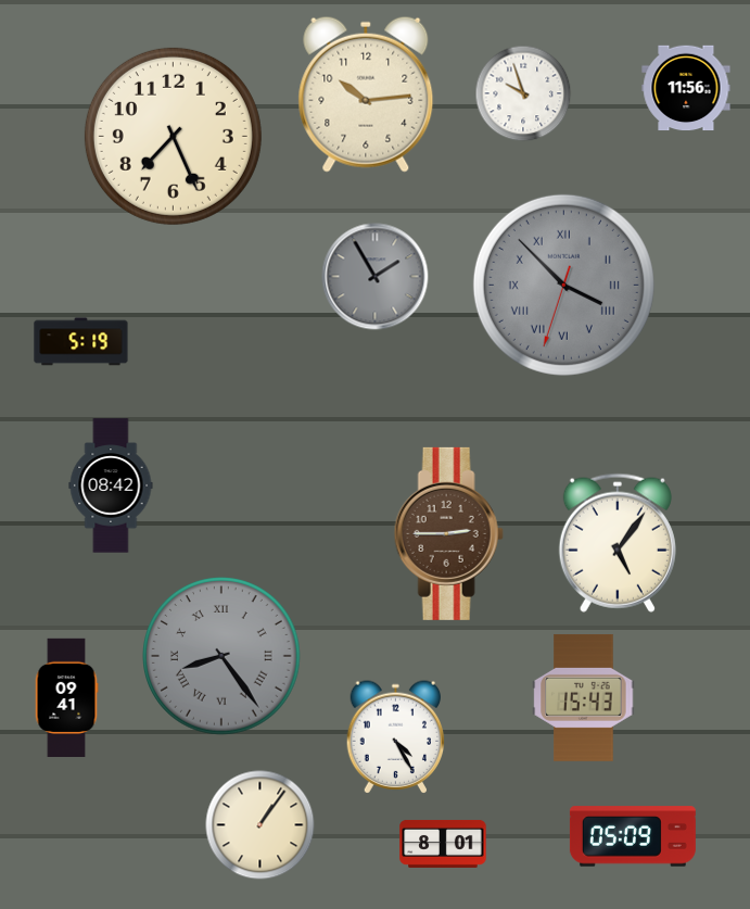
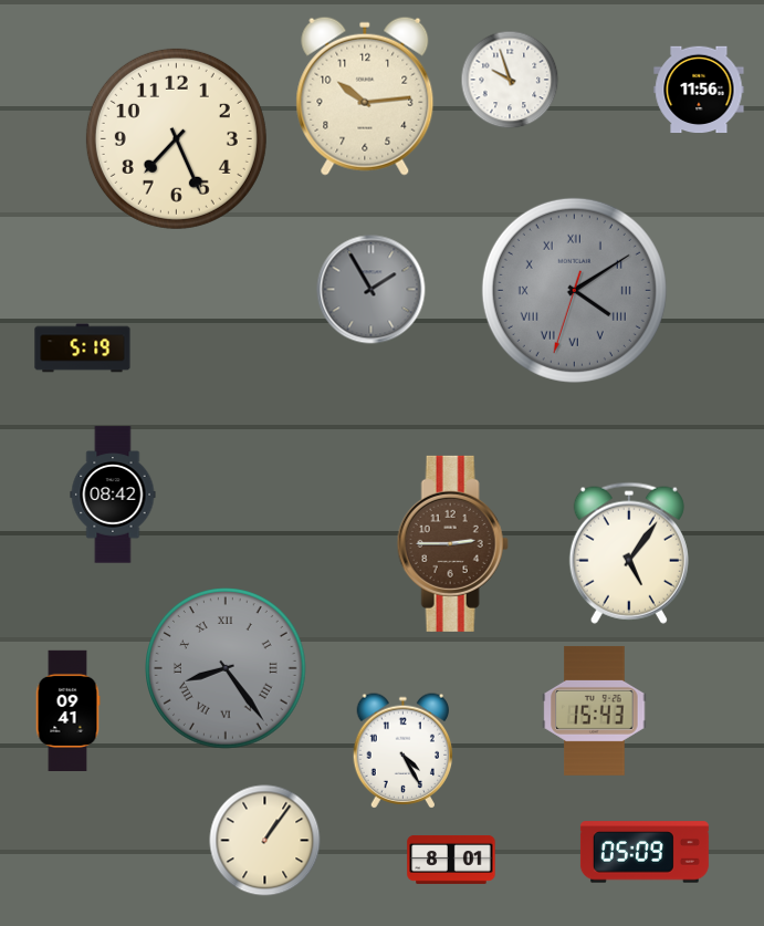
clock at (523, 93) position: (523, 93) -> (510, 80)
clock at (366, 94) position: (366, 94) -> (365, 96)
clock at (376, 277) position: (376, 277) -> (371, 290)
clock at (563, 285): 3:52 -> 4:09
clock at (448, 533) position: (448, 533) -> (452, 543)
